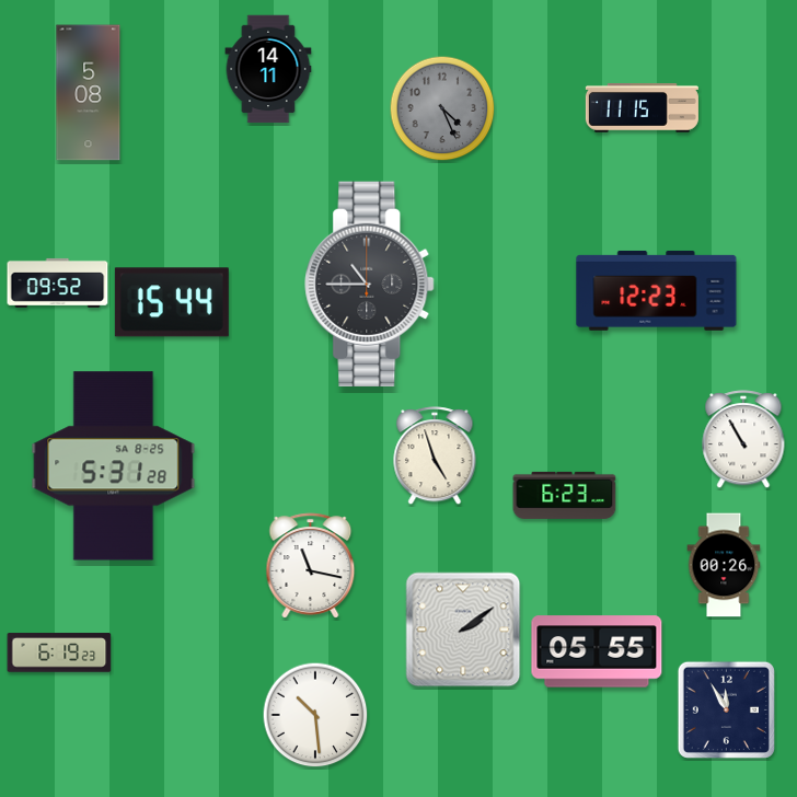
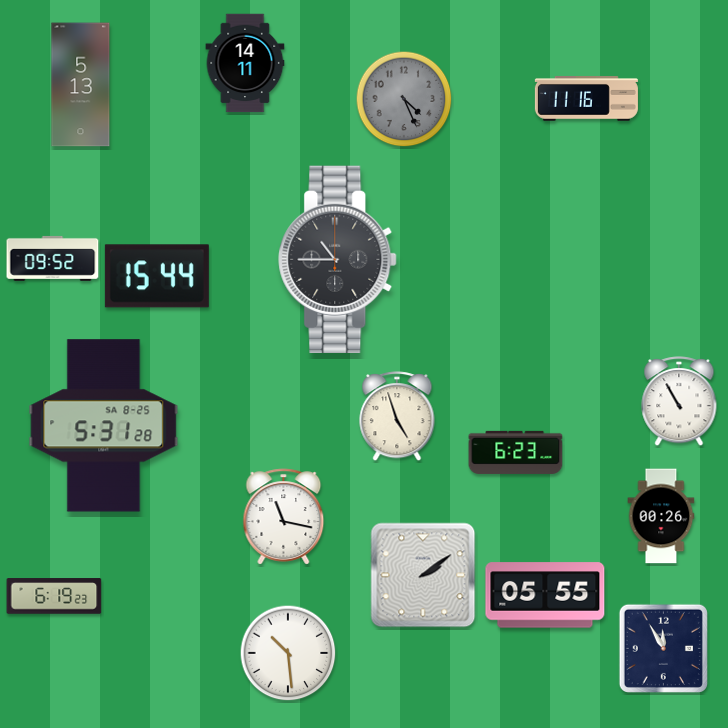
clock at (89, 93): 5:08 -> 5:13
clock at (642, 108): 11:15 -> 11:16
clock at (657, 290): 12:23 -> none
